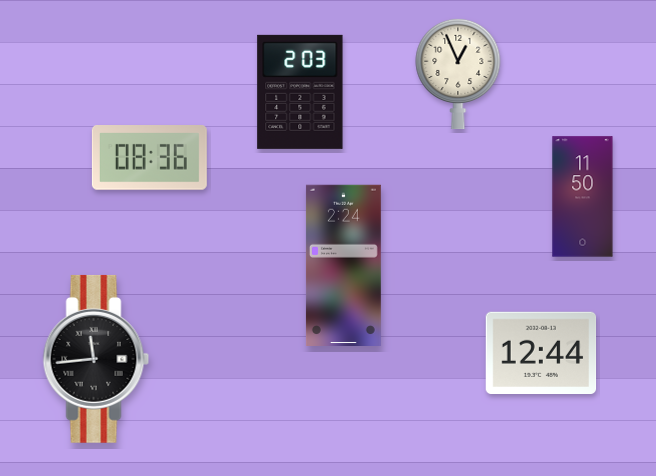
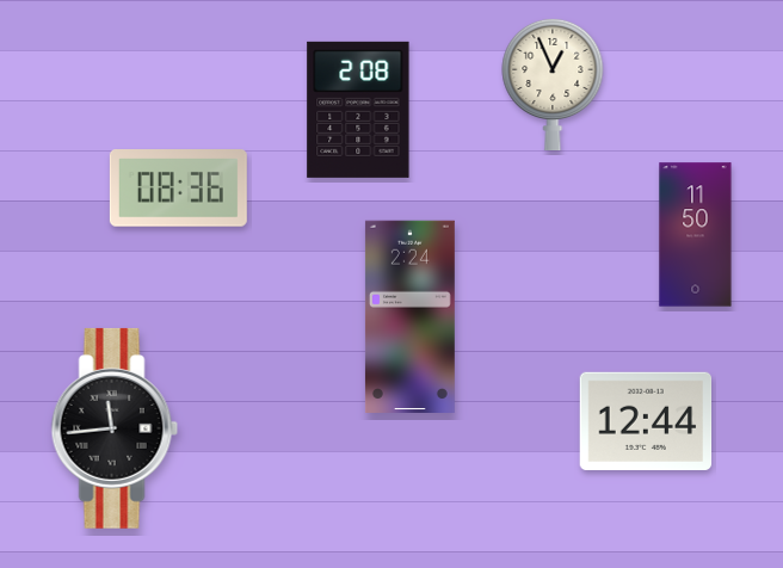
clock at (458, 74) position: (458, 74) -> (553, 85)
clock at (300, 92): 2:03 -> 2:08
